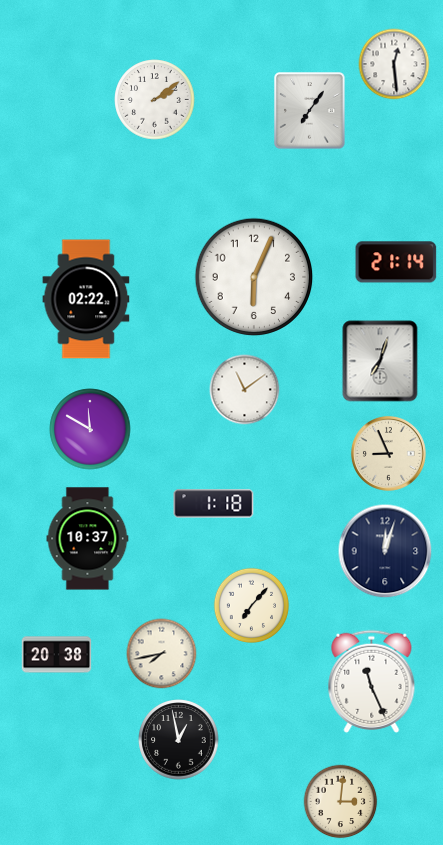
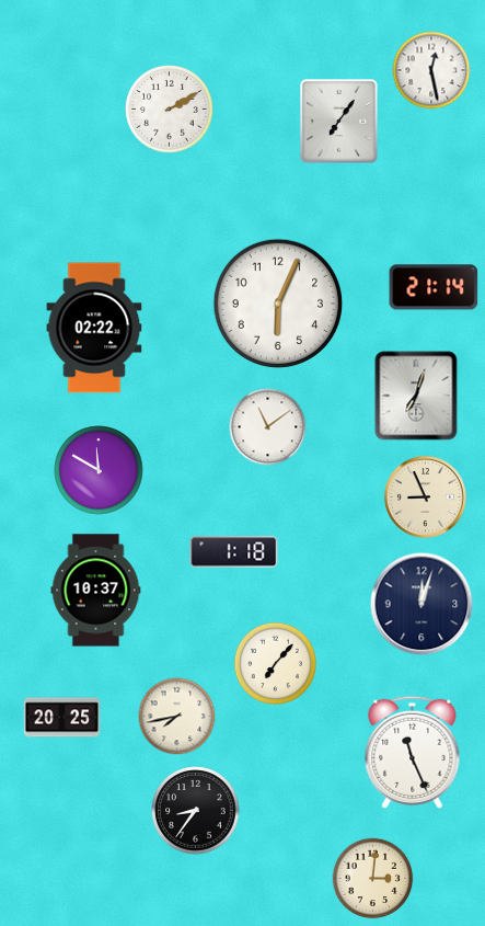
clock at (394, 64): 12:29 -> 12:28
clock at (155, 100): 2:09 -> 2:10
clock at (57, 655): 20:38 -> 20:25
clock at (372, 681) position: (372, 681) -> (413, 752)
clock at (179, 740): 12:58 -> 8:36
